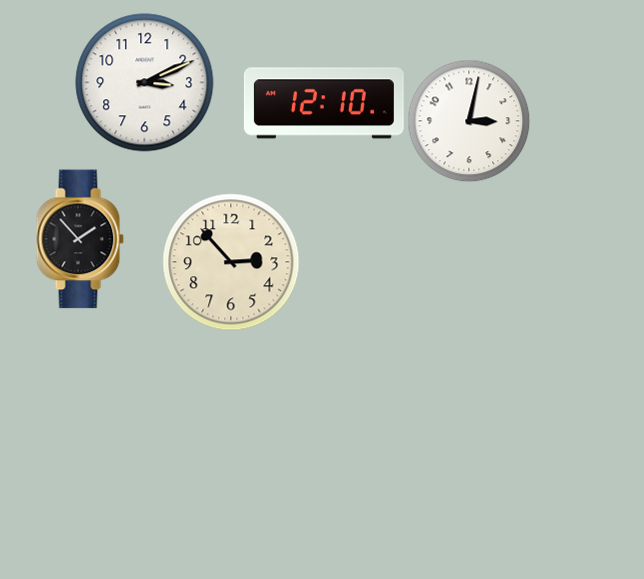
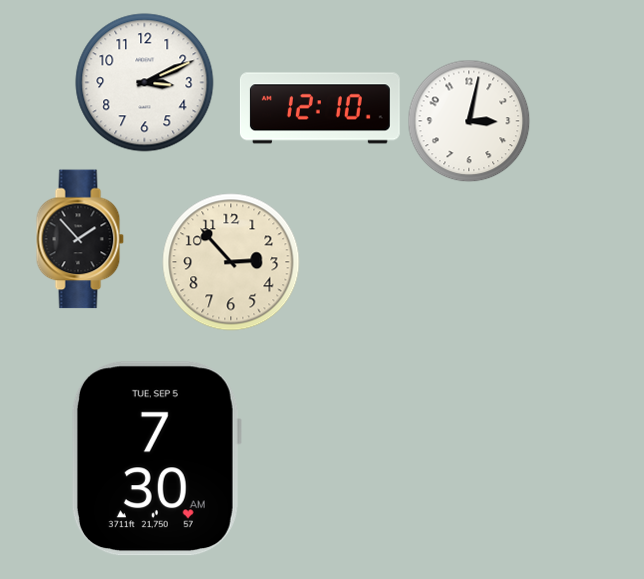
clock at (324, 103) position: (324, 103) -> (320, 108)
clock at (156, 459): none -> 7:30
